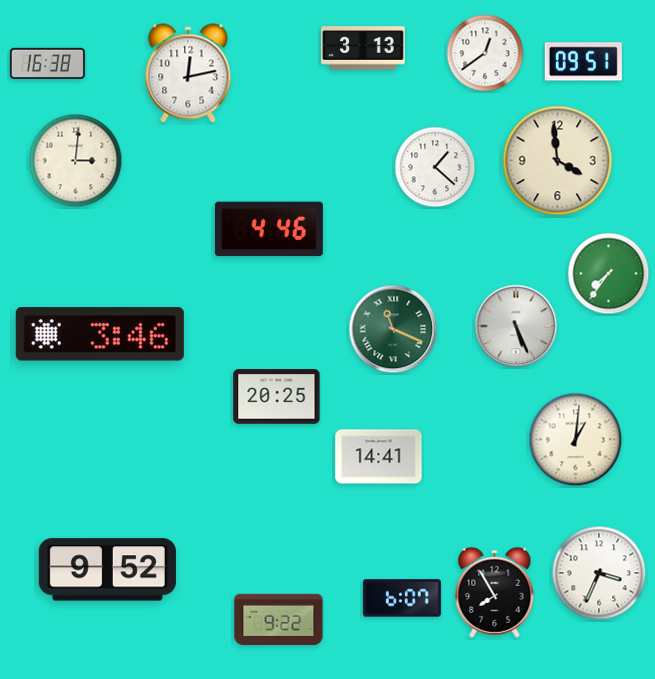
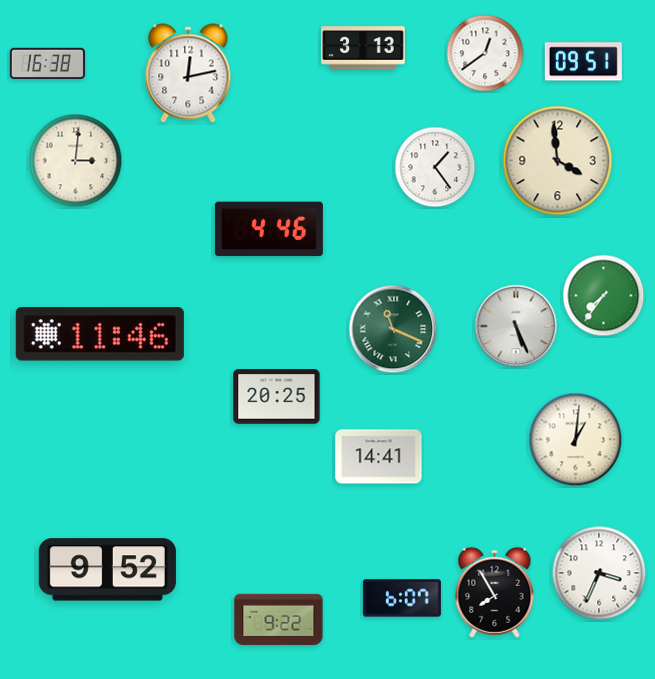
clock at (435, 167): 1:22 -> 1:24
clock at (609, 274) position: (609, 274) -> (604, 296)
clock at (100, 334): 3:46 -> 11:46
